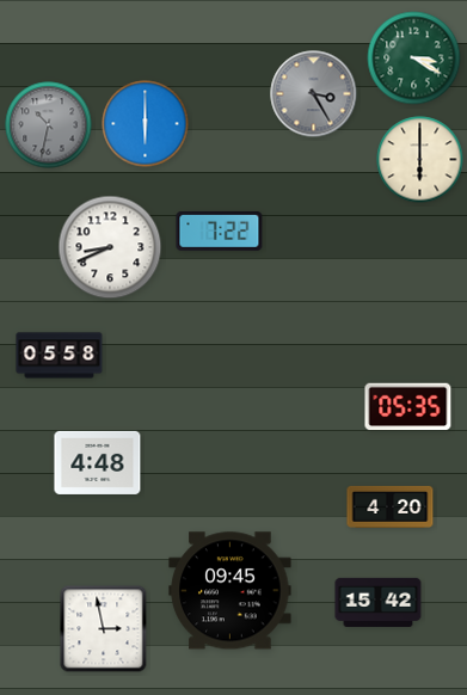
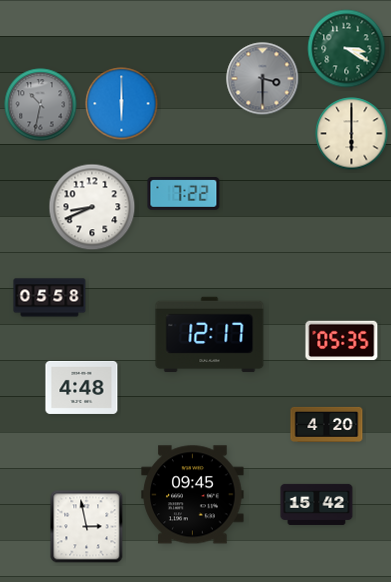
clock at (314, 94): 3:25 -> 3:30
clock at (210, 335): none -> 12:17
